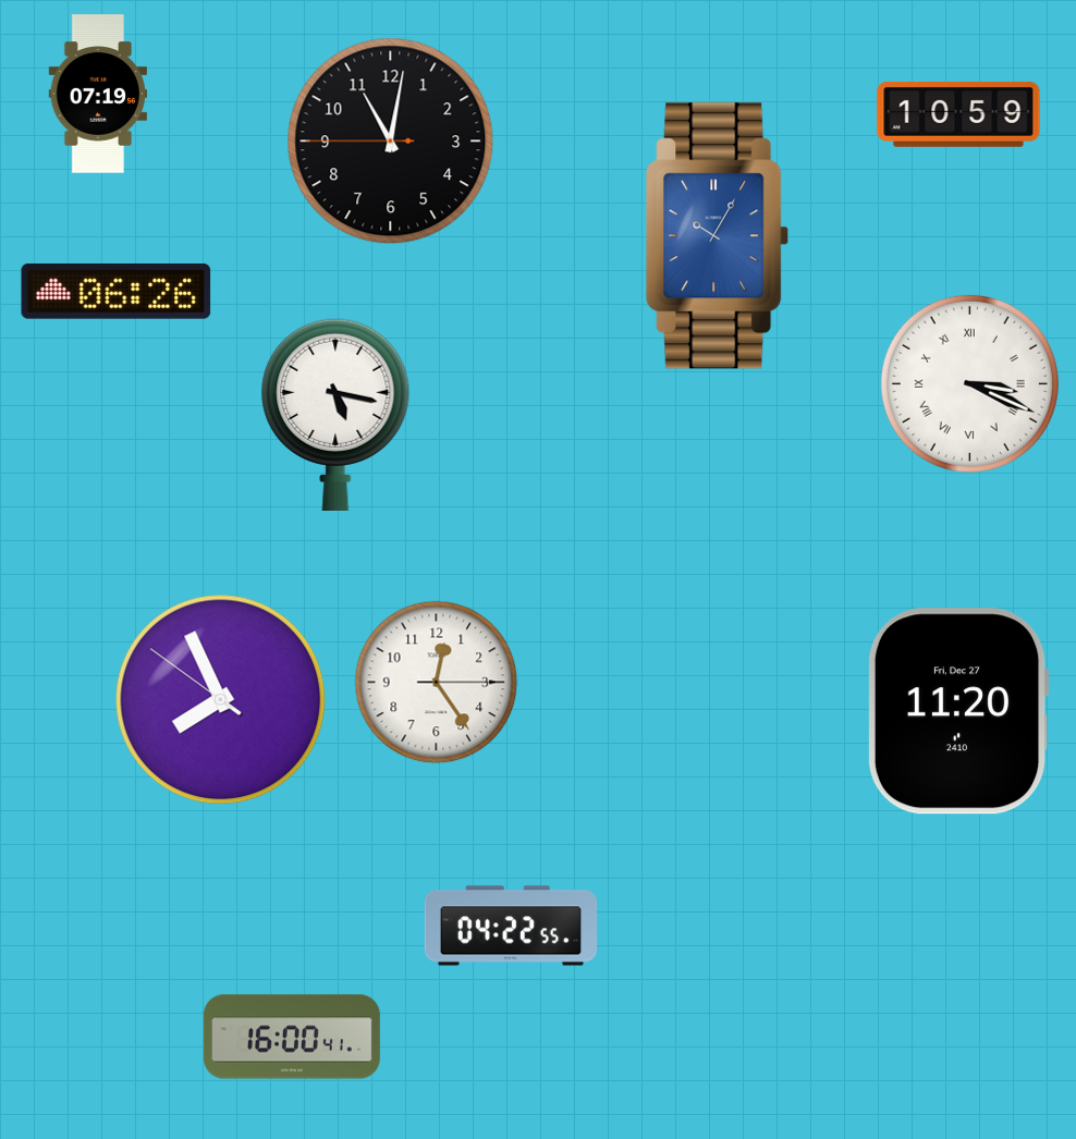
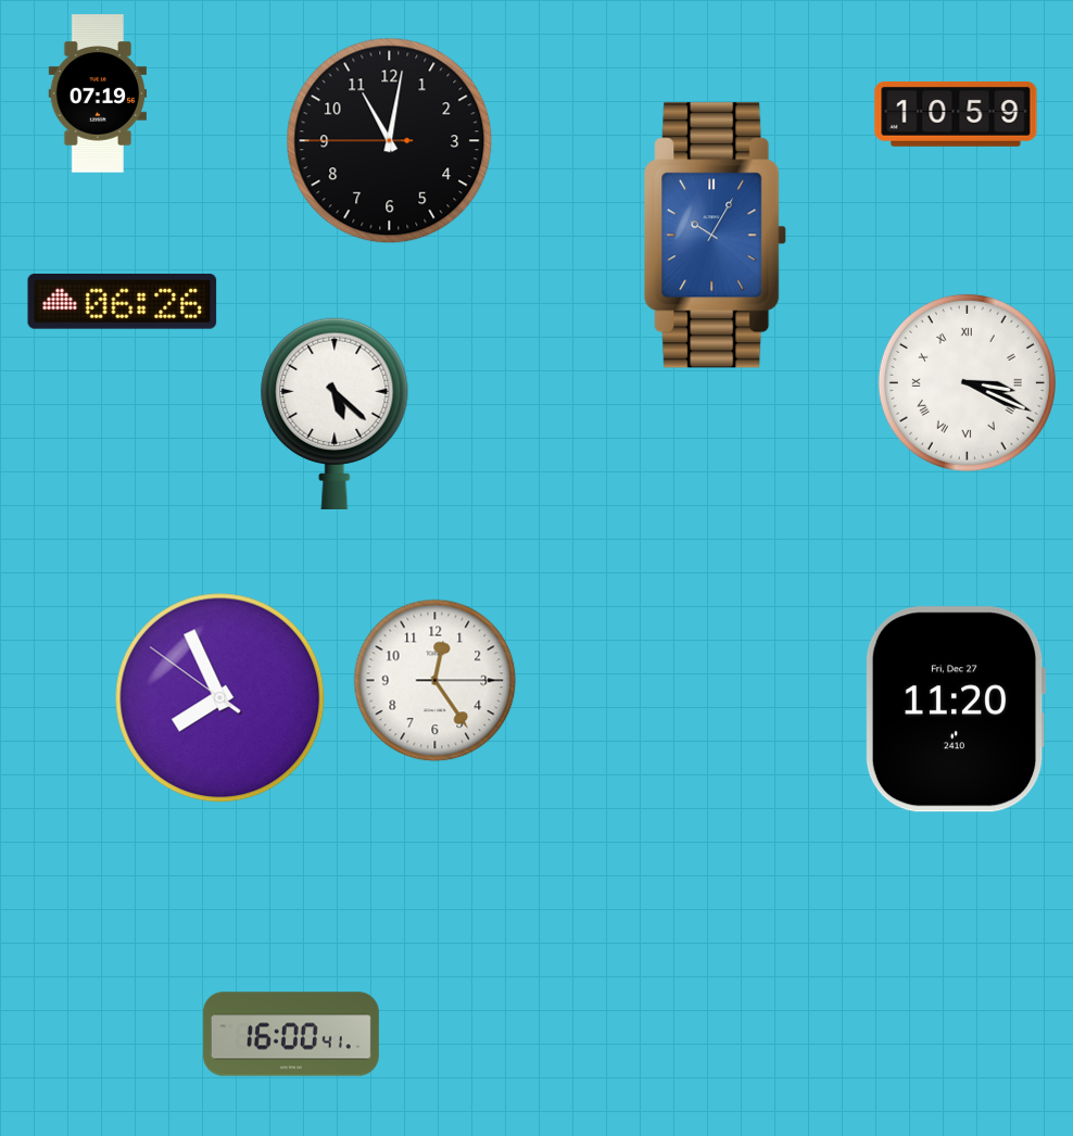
clock at (117, 291) position: (117, 291) -> (123, 301)
clock at (335, 414): 5:17 -> 5:22
clock at (511, 926): 04:22 -> none
